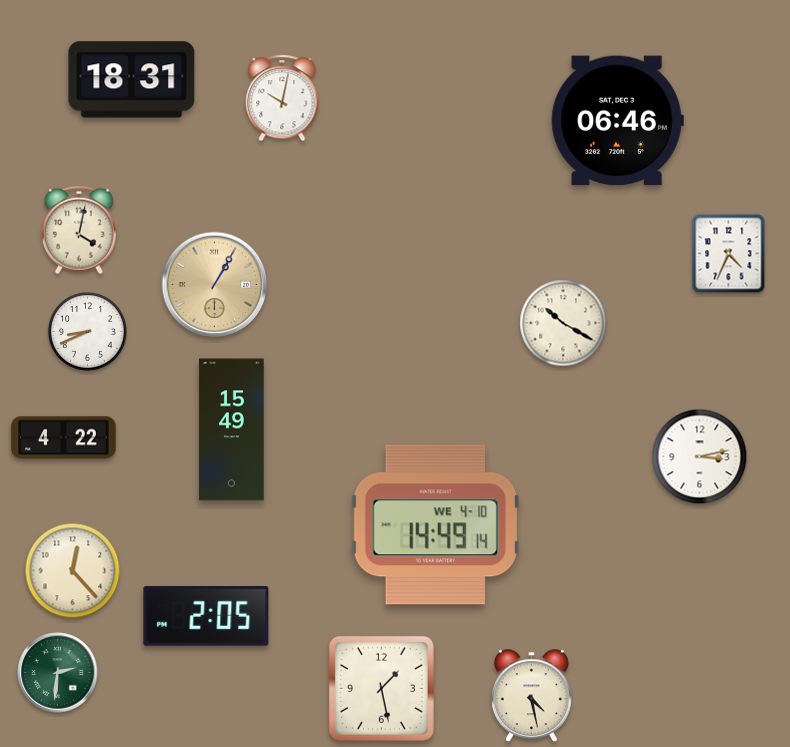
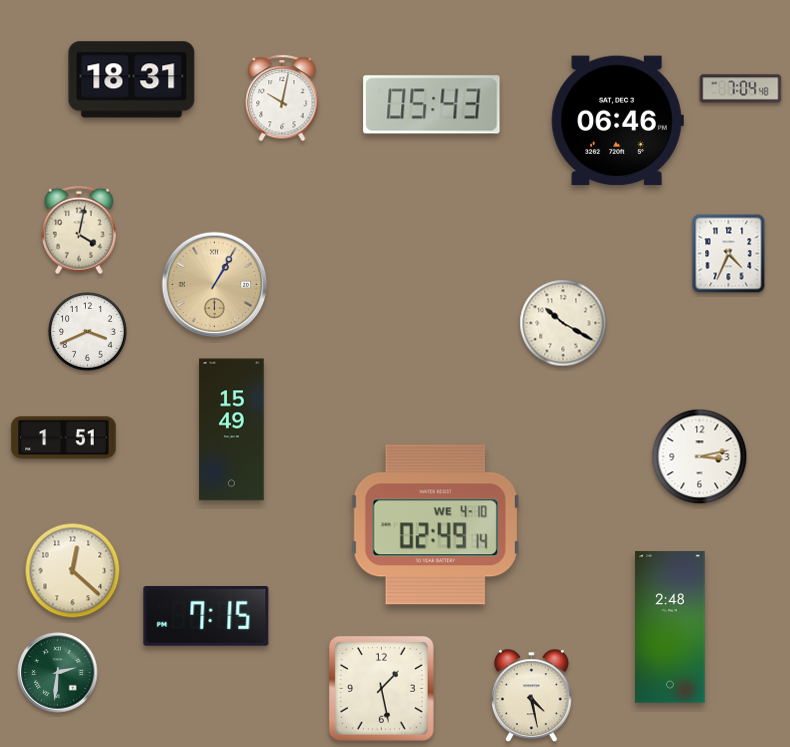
clock at (741, 89): none -> 7:04
clock at (432, 105): none -> 05:43
clock at (88, 332): 8:41 -> 3:41
clock at (64, 438): 4:22 -> 1:51
clock at (435, 525): 14:49 -> 02:49
clock at (73, 571): 12:23 -> 12:22
clock at (206, 616): 2:05 -> 7:15
clock at (670, 627): none -> 2:48
